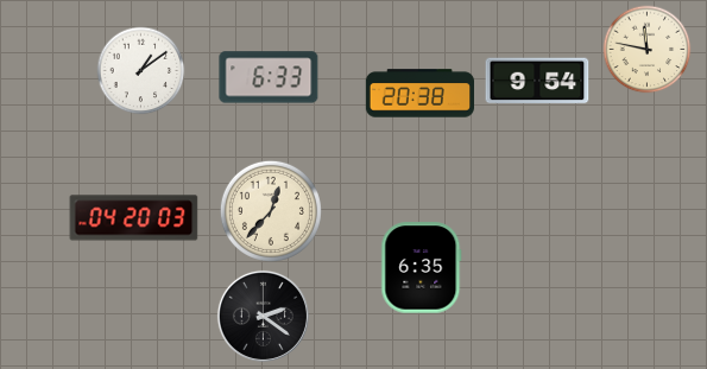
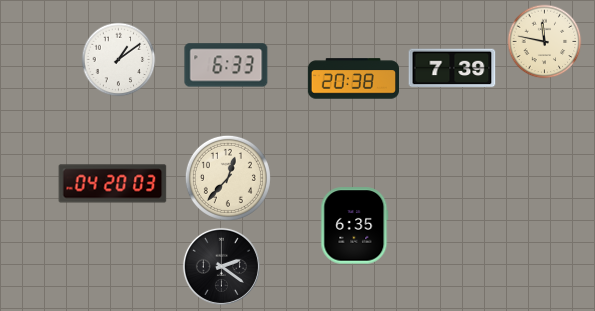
clock at (537, 81): 9:54 -> 7:39
